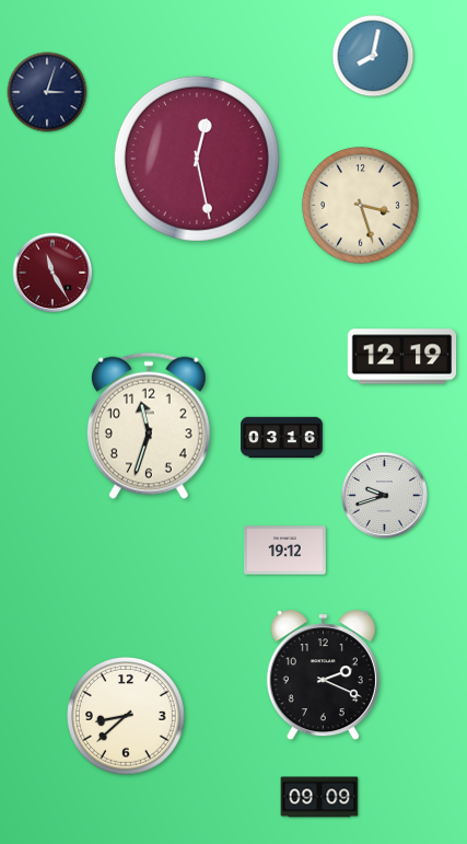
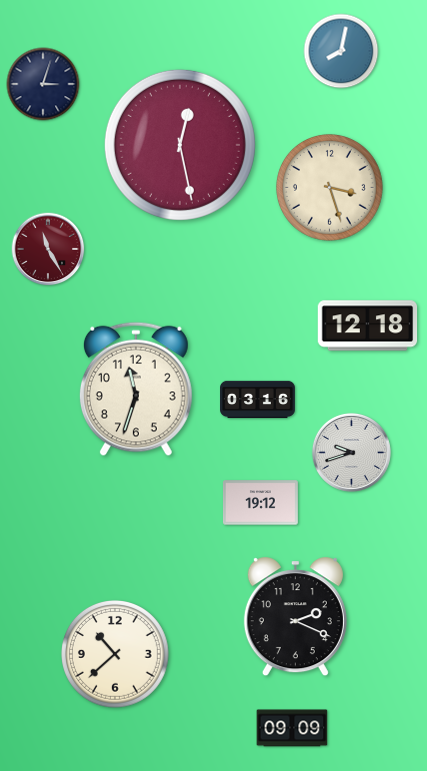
clock at (402, 357): 12:19 -> 12:18
clock at (127, 717): 8:38 -> 10:38
